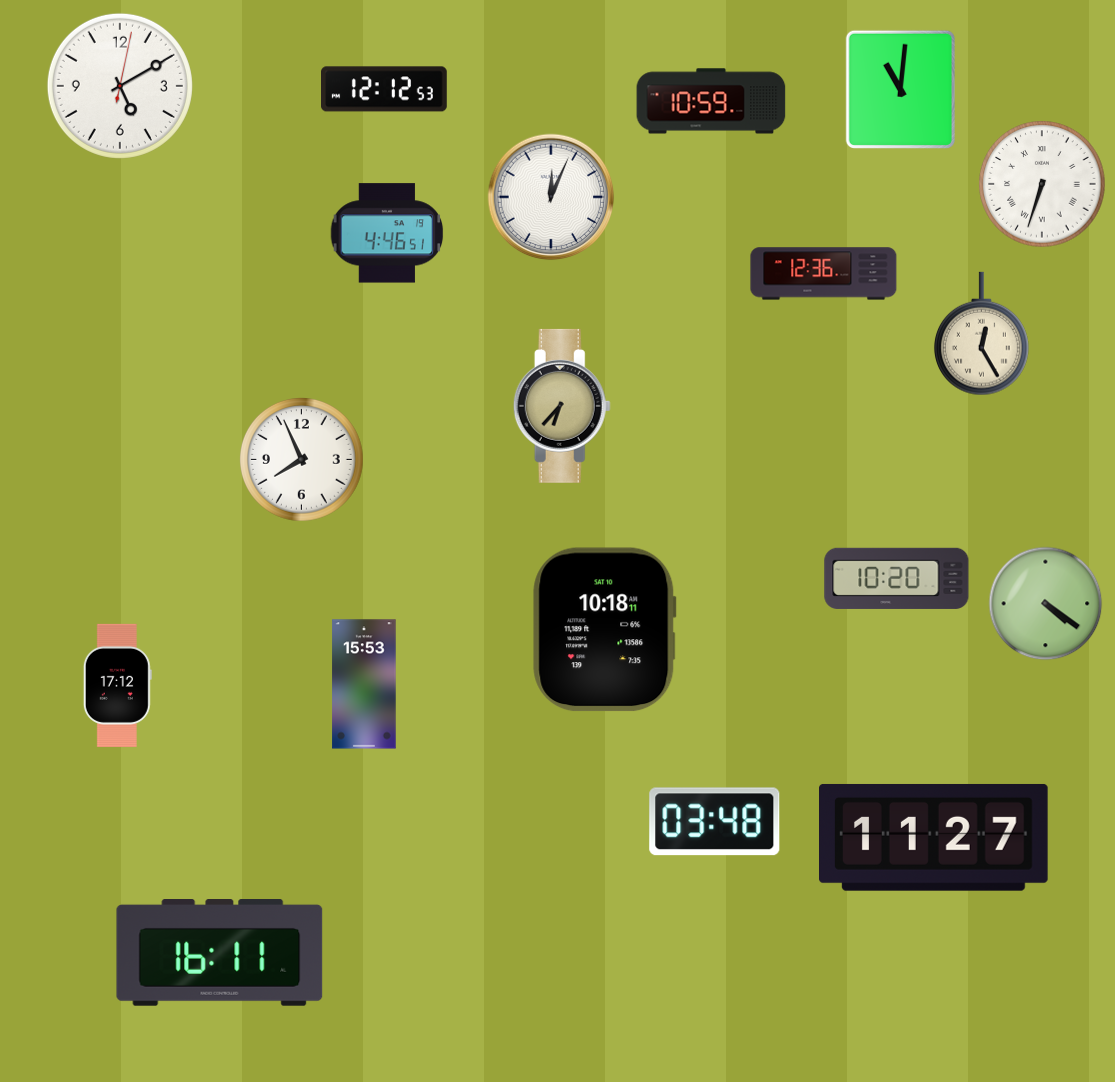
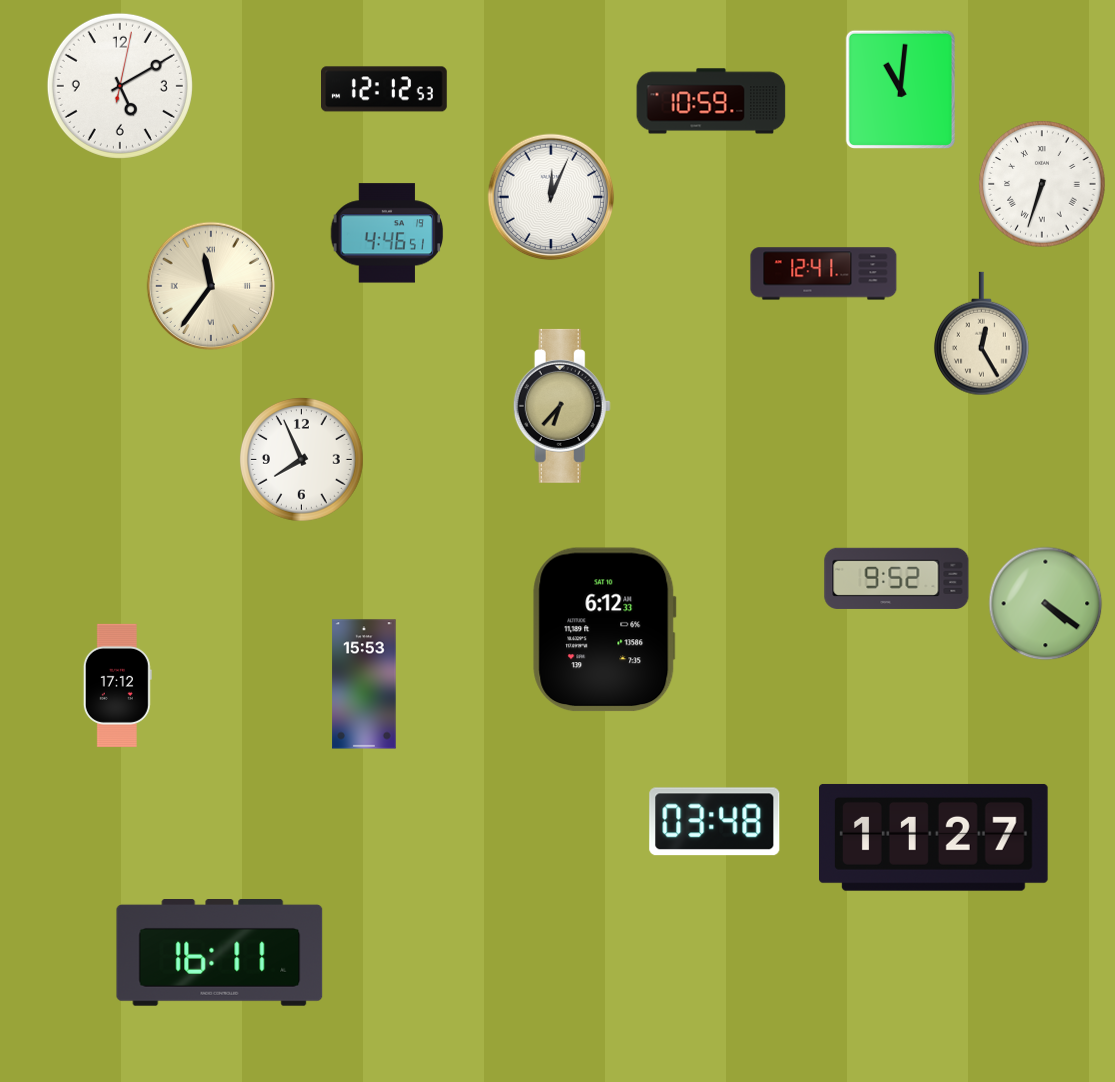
clock at (824, 274): 12:36 -> 12:41
clock at (210, 285): none -> 11:36
clock at (897, 578): 10:20 -> 9:52
clock at (605, 630): 10:18 -> 6:12
